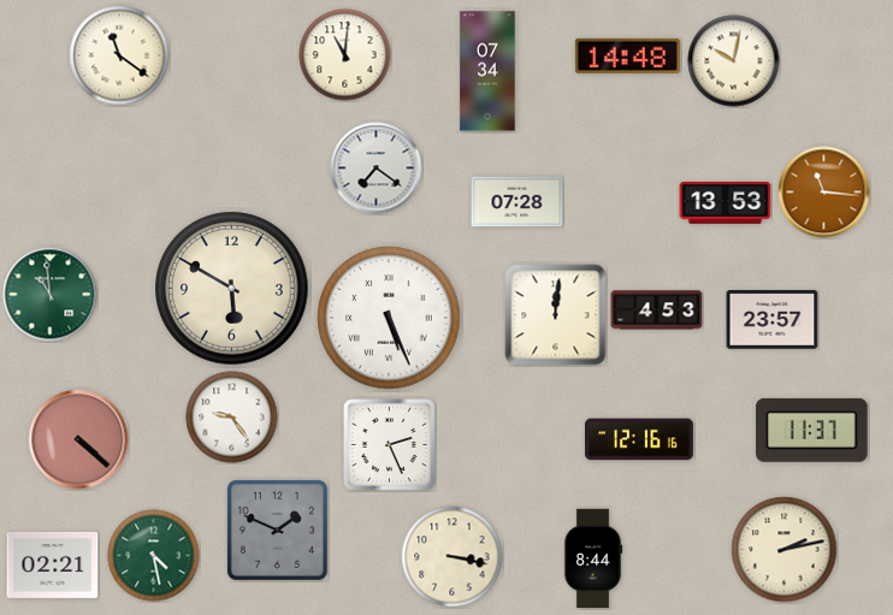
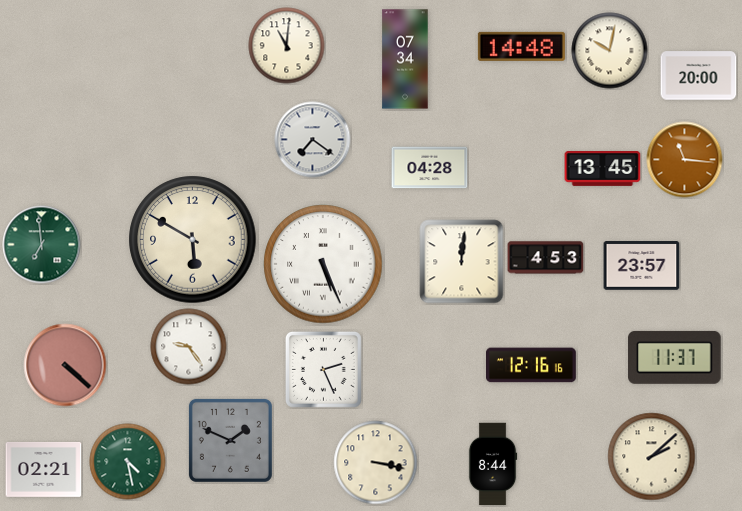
clock at (119, 55): 11:21 -> none
clock at (699, 76): none -> 20:00
clock at (518, 202): 07:28 -> 04:28
clock at (726, 203): 13:53 -> 13:45
clock at (51, 295): 10:59 -> 6:59
clock at (232, 418) position: (232, 418) -> (189, 347)
clock at (785, 550): 2:13 -> 2:08
